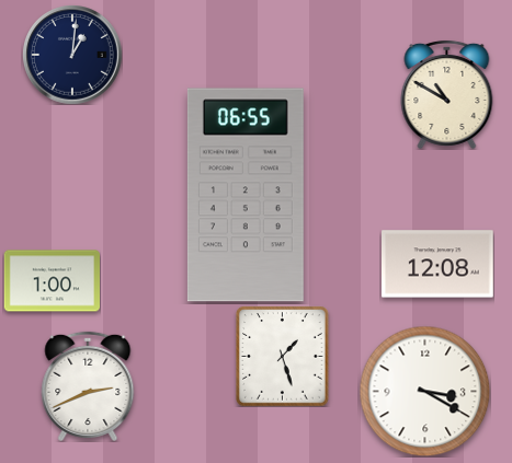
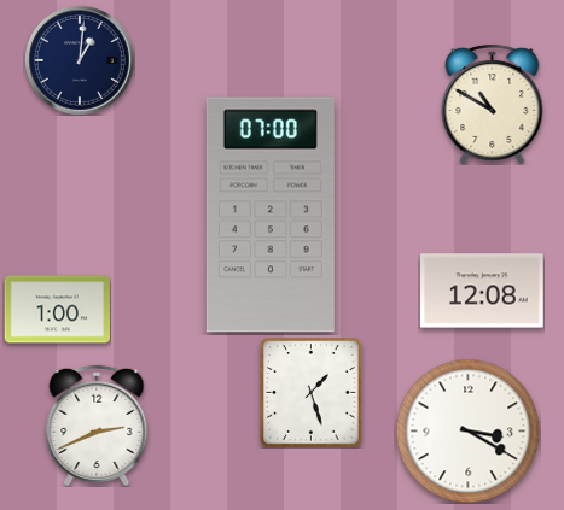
clock at (246, 195): 06:55 -> 07:00
